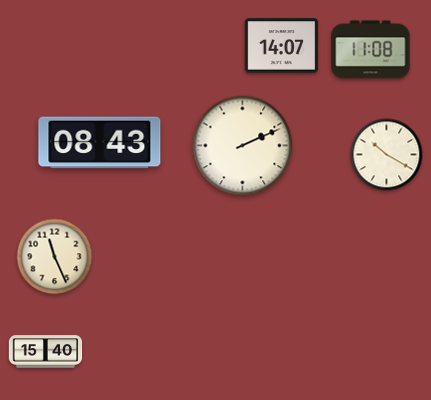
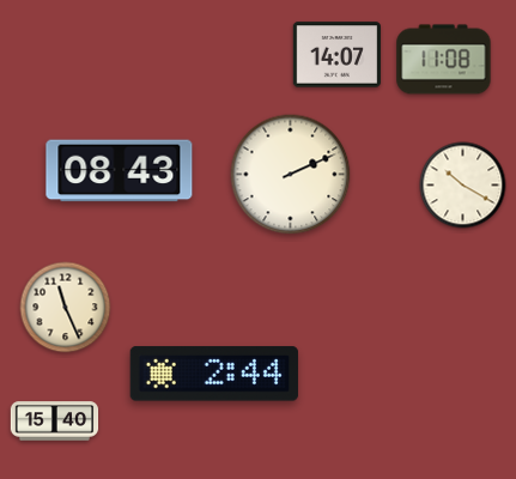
clock at (214, 374): none -> 2:44
